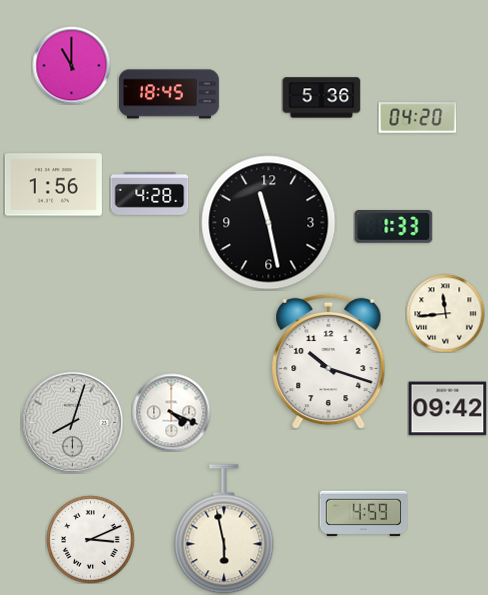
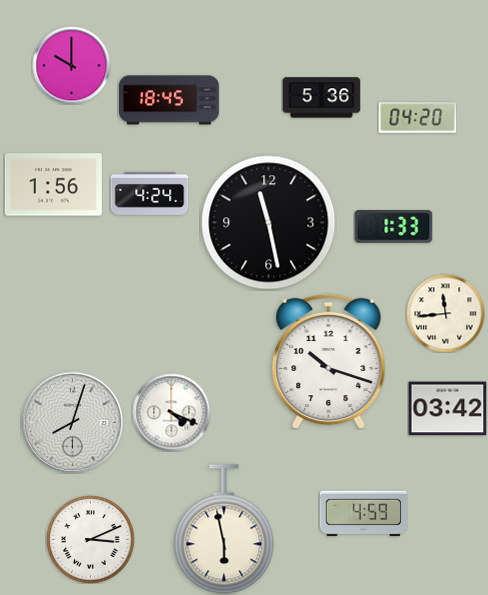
clock at (71, 65): 11:00 -> 10:00
clock at (169, 94) position: (169, 94) -> (169, 100)
clock at (149, 193): 4:28 -> 4:24
clock at (447, 409): 09:42 -> 03:42
